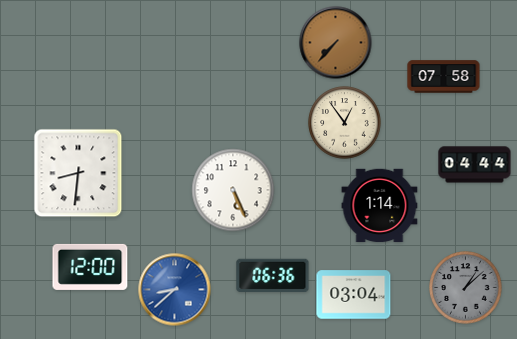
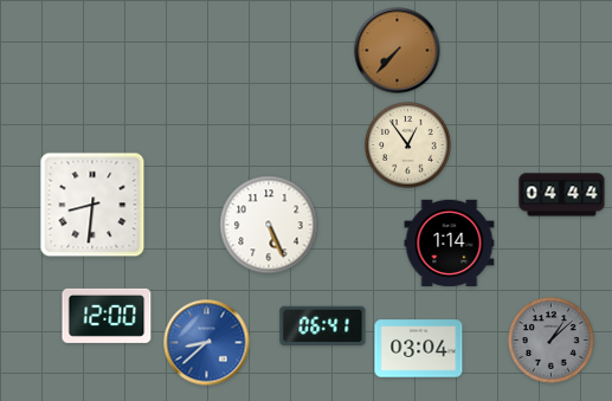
clock at (444, 77): 07:58 -> none
clock at (233, 190) position: (233, 190) -> (269, 225)
clock at (273, 275): 06:36 -> 06:41
